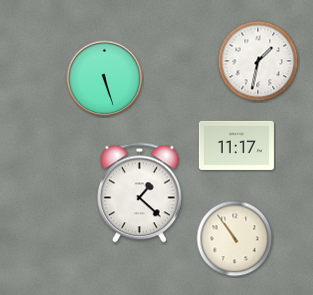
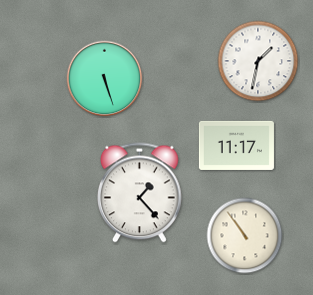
clock at (140, 193): 1:22 -> 1:23
clock at (235, 239) position: (235, 239) -> (245, 236)
